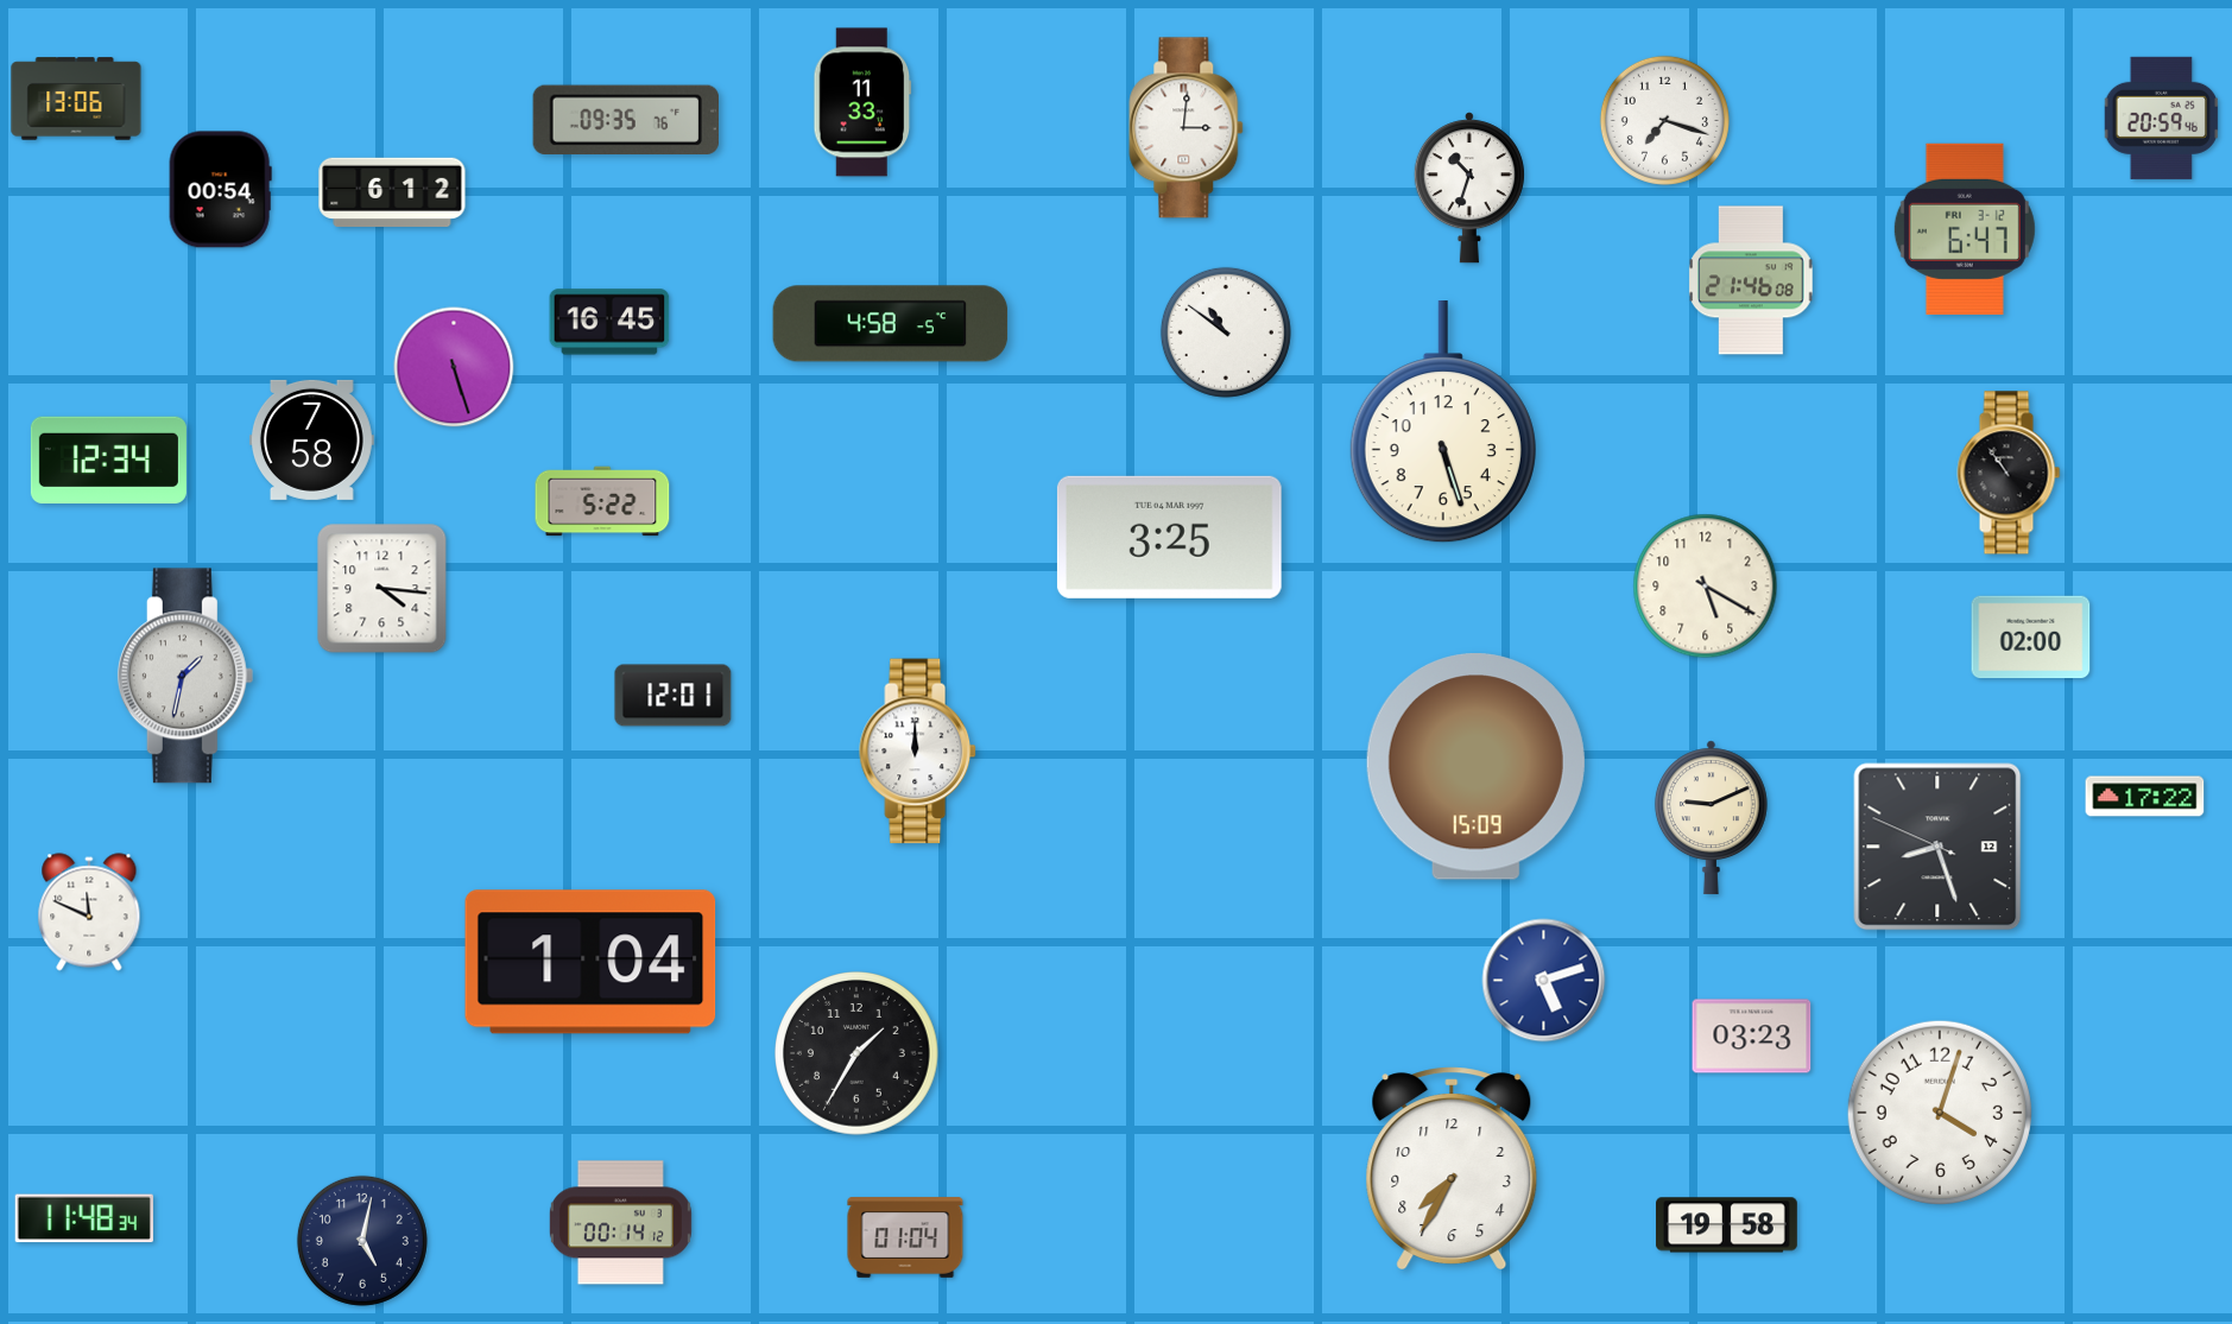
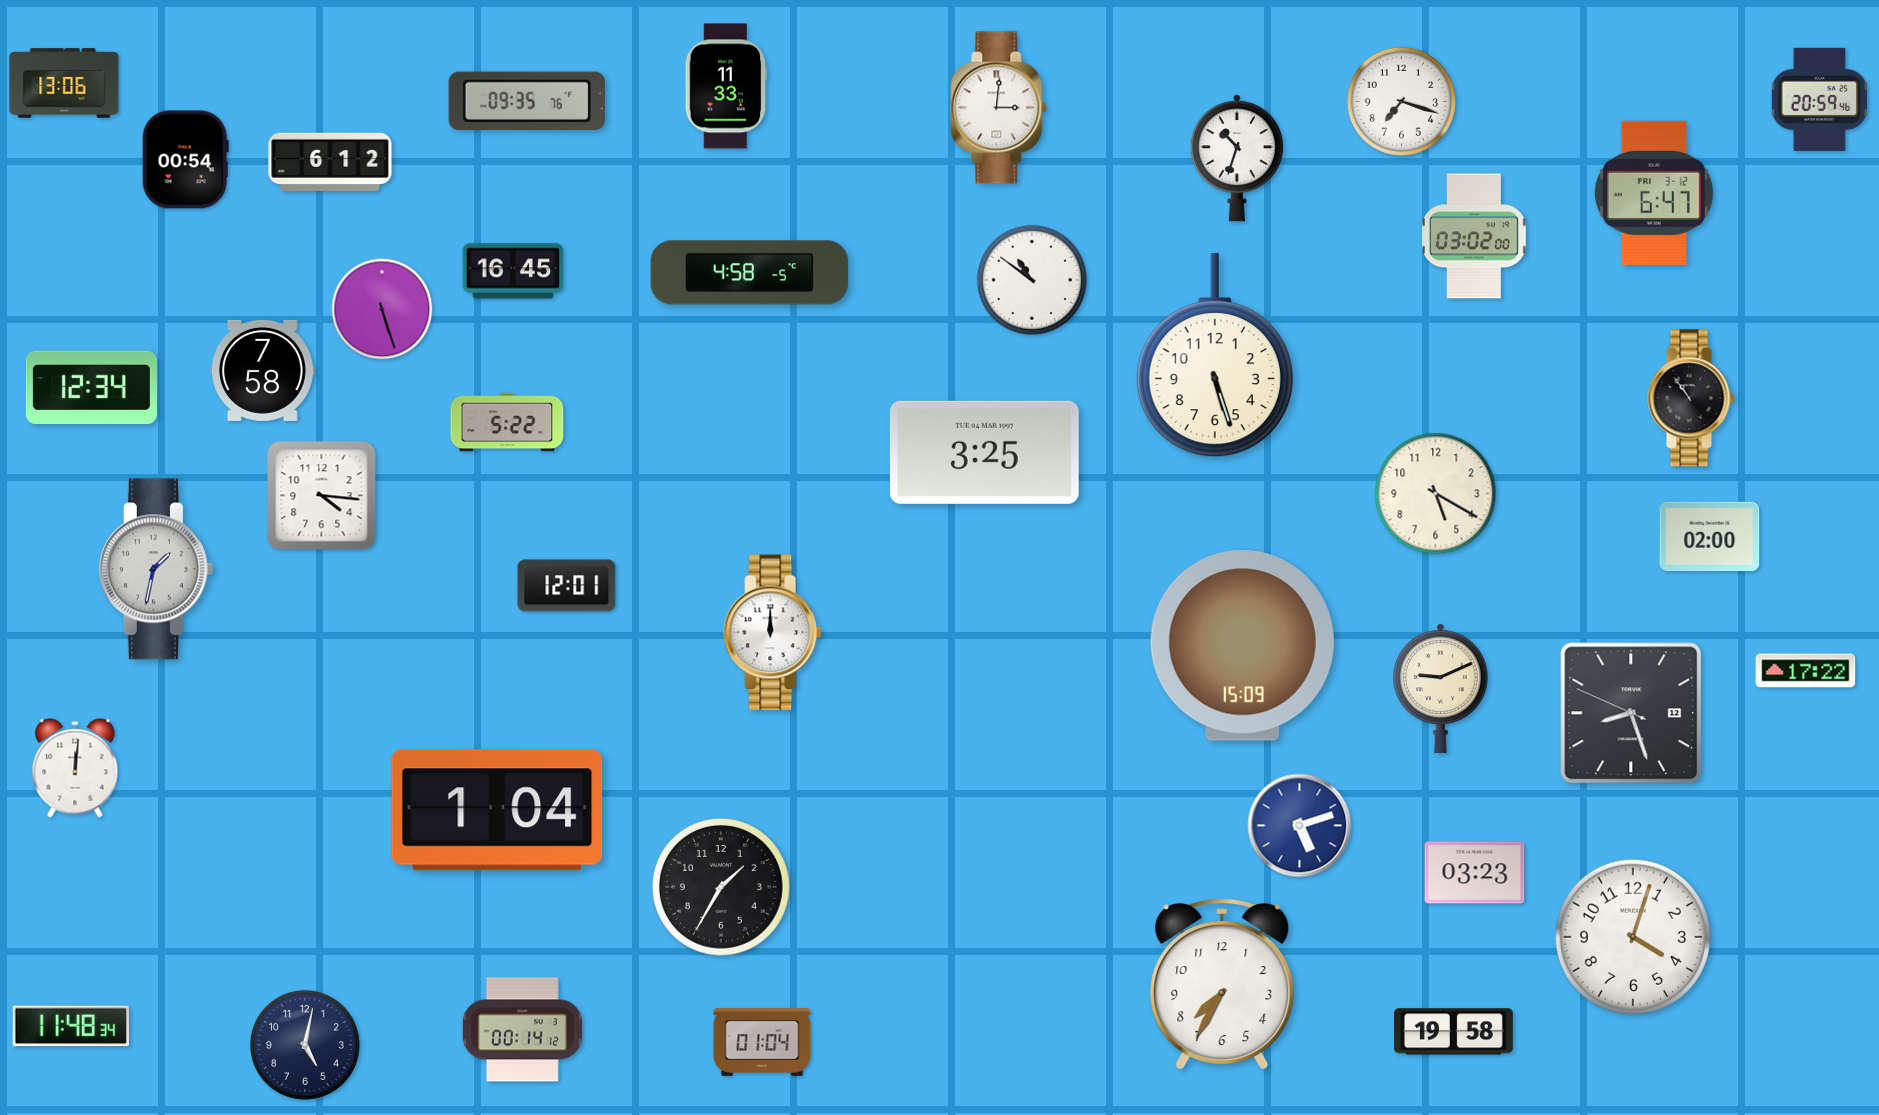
clock at (1751, 280): 21:46 -> 03:02
clock at (89, 912): 11:49 -> 12:01
